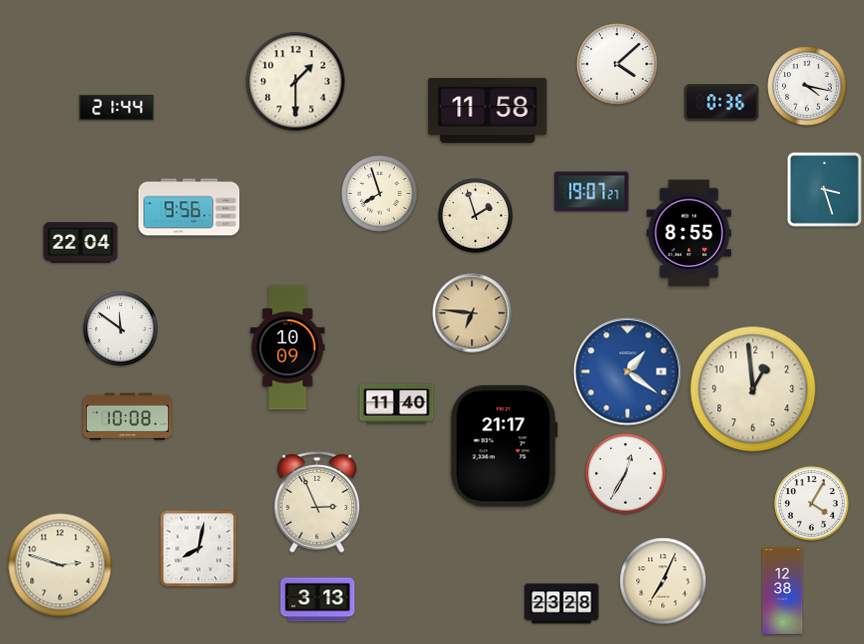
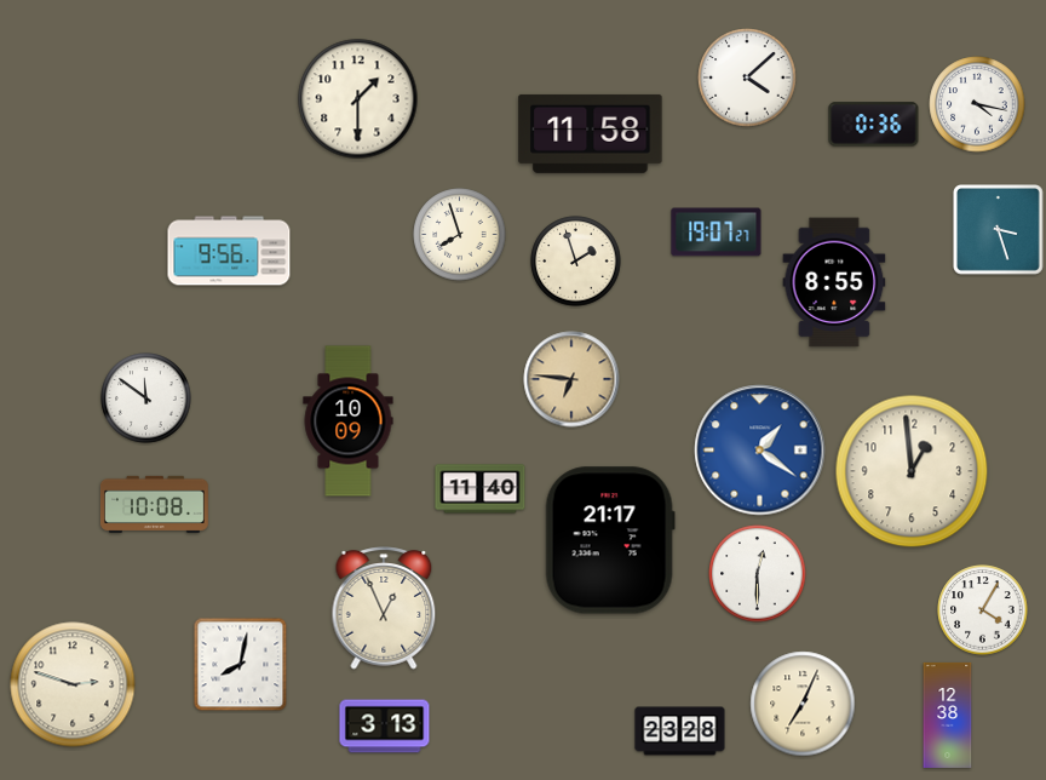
clock at (117, 107): 21:44 -> none
clock at (81, 243): 22:04 -> none
clock at (626, 474): 12:35 -> 12:30
clock at (317, 502): 2:56 -> 12:56
